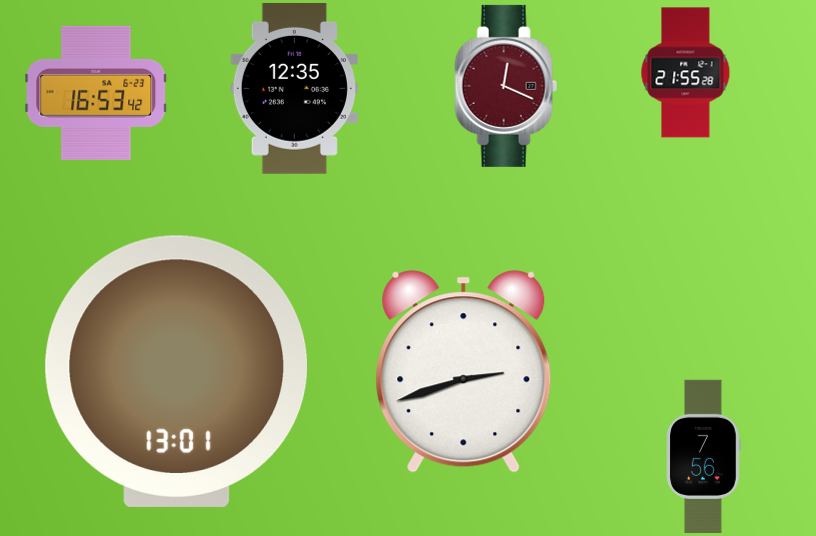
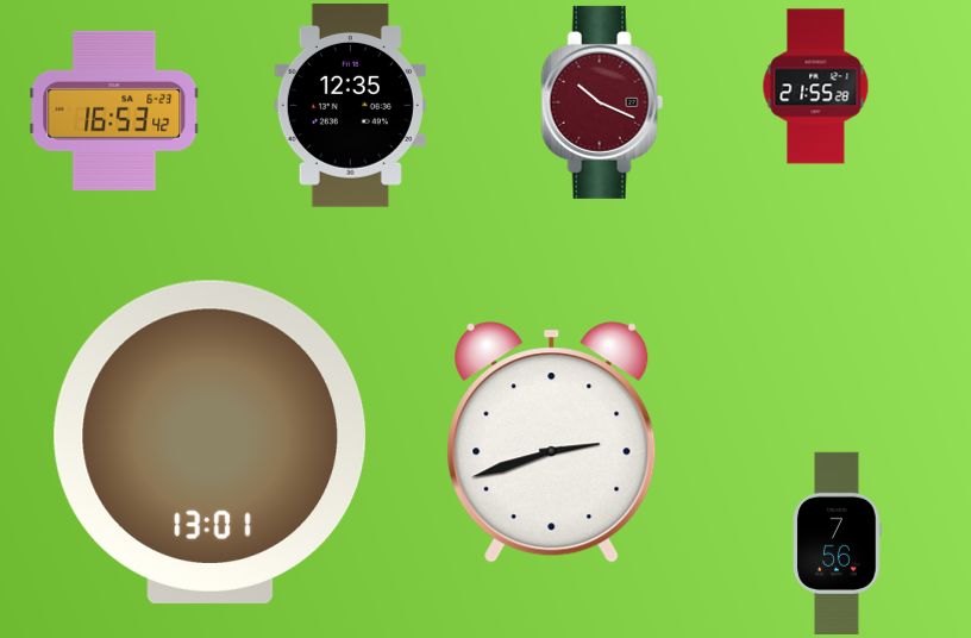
clock at (506, 86): 12:19 -> 10:19
